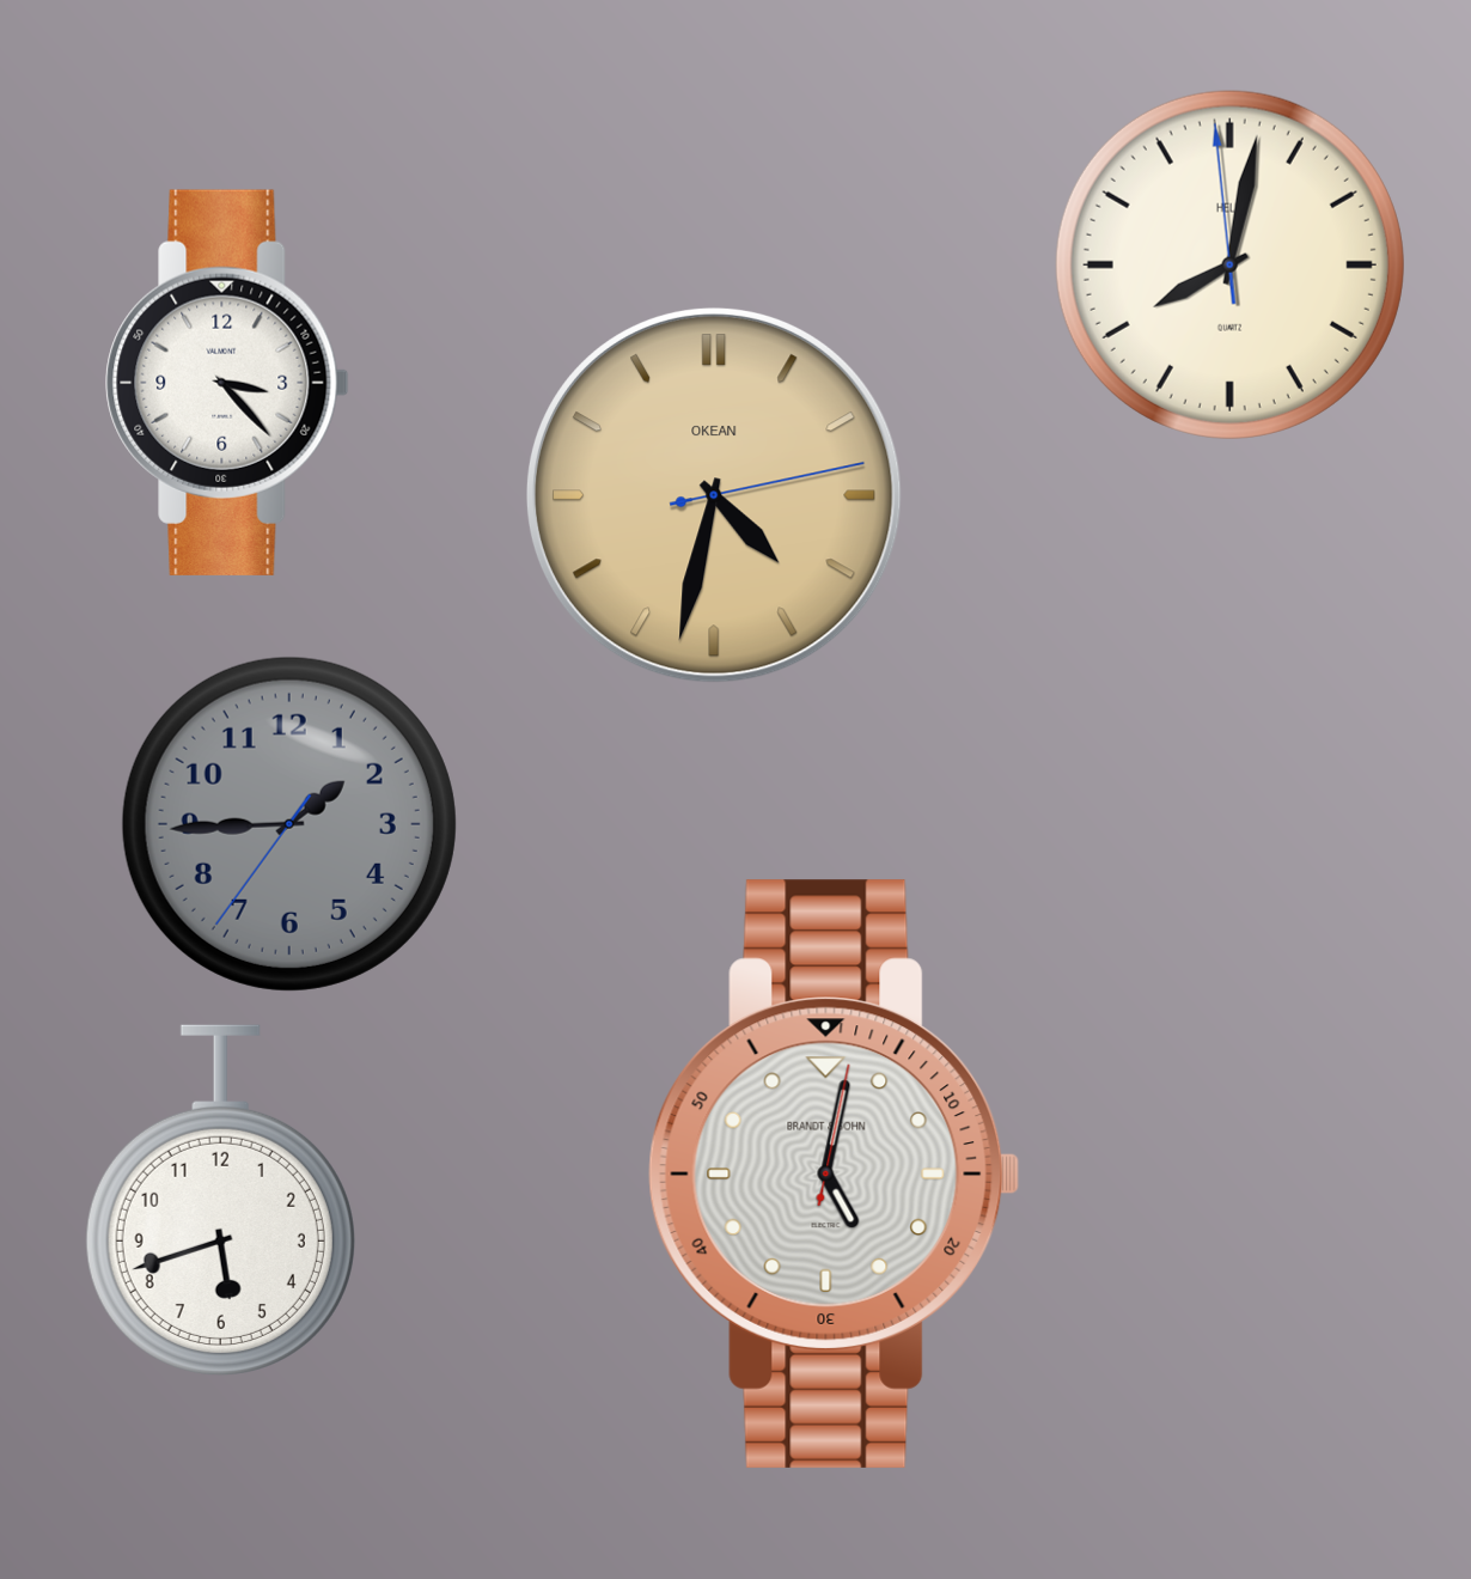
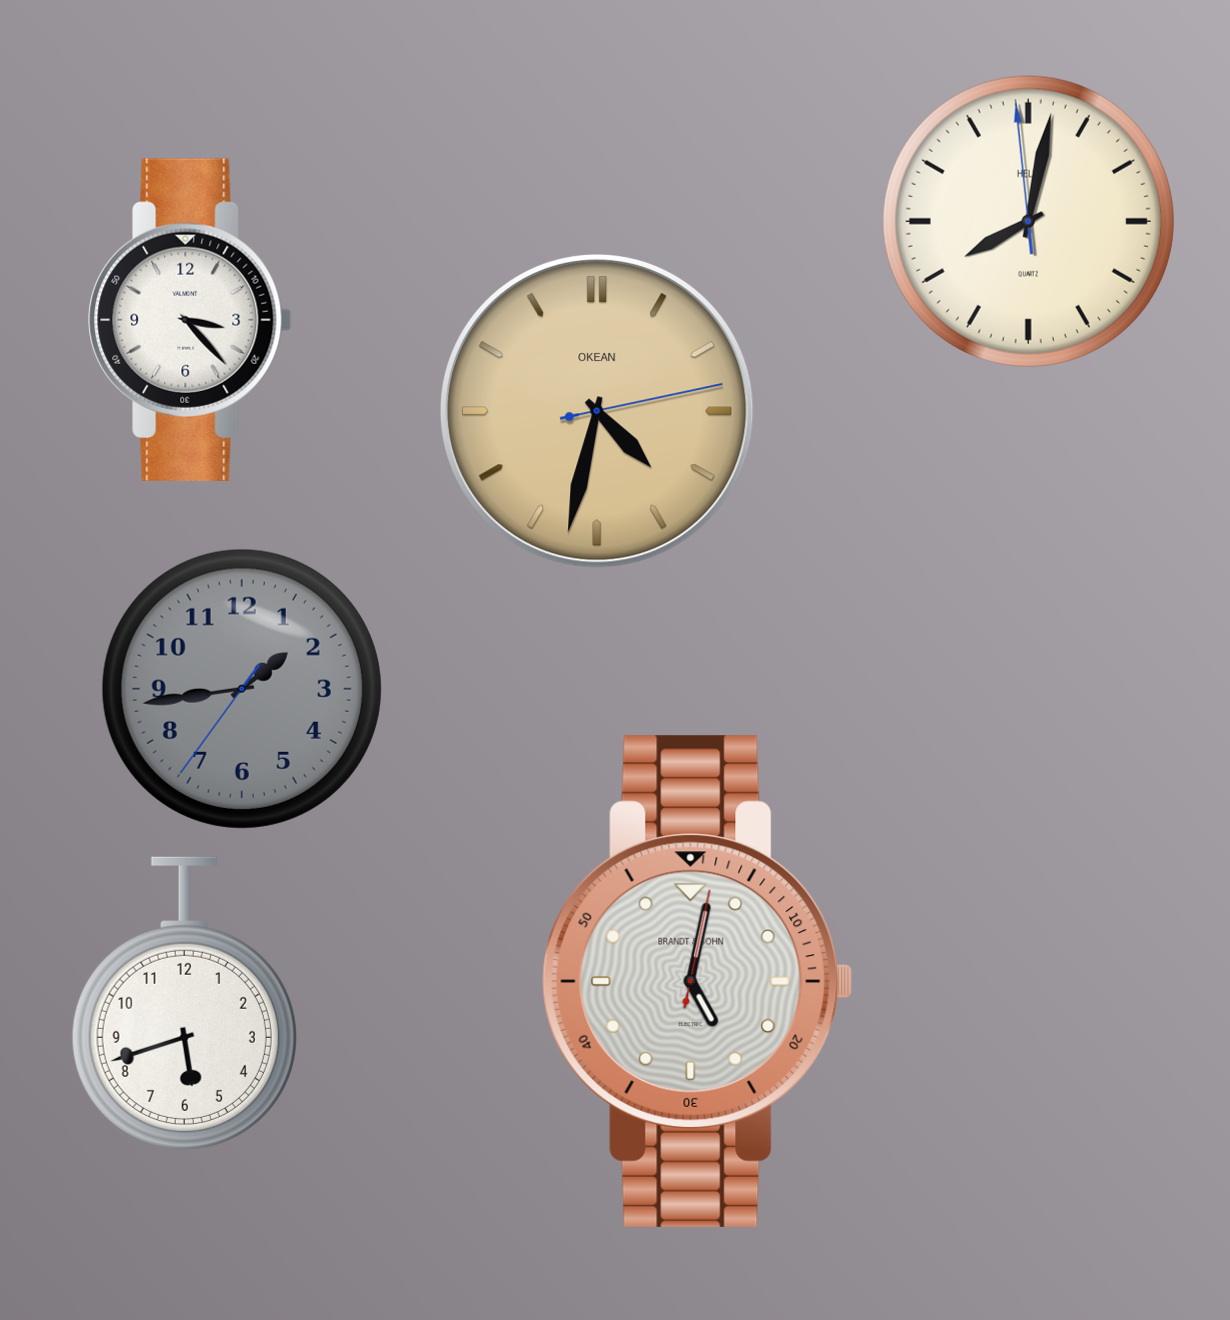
clock at (714, 495) position: (714, 495) -> (597, 411)
clock at (289, 824): 1:44 -> 1:43
